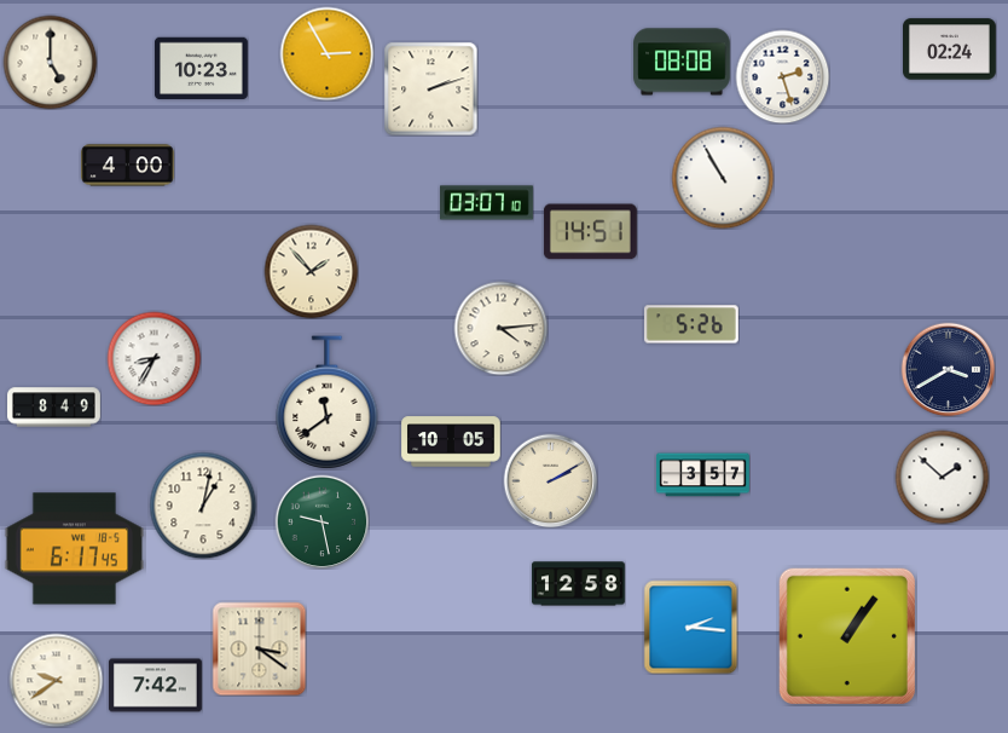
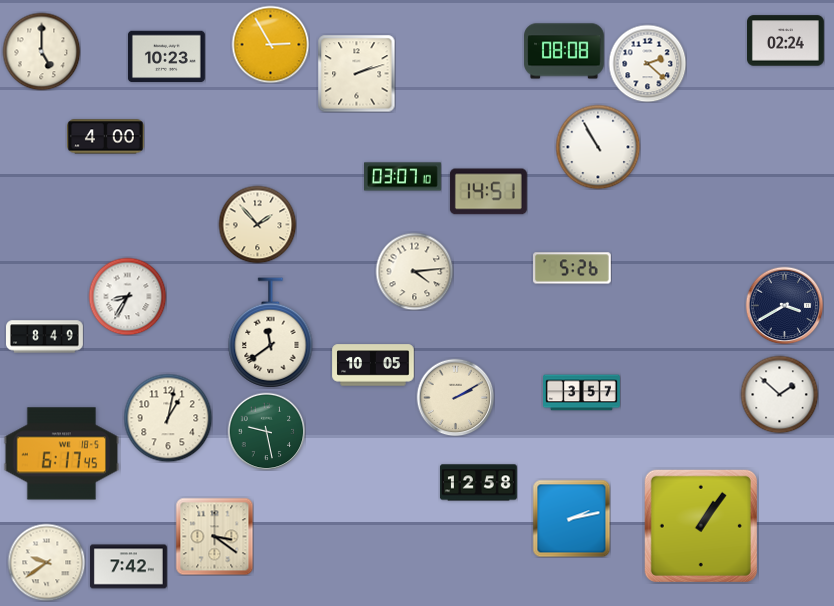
clock at (782, 76): 2:27 -> 2:22
clock at (487, 203) position: (487, 203) -> (403, 177)
clock at (690, 627): 2:16 -> 2:13
